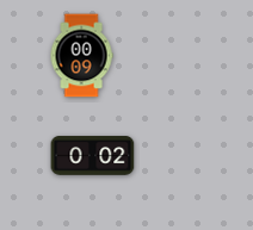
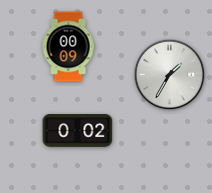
clock at (170, 75): none -> 1:35
